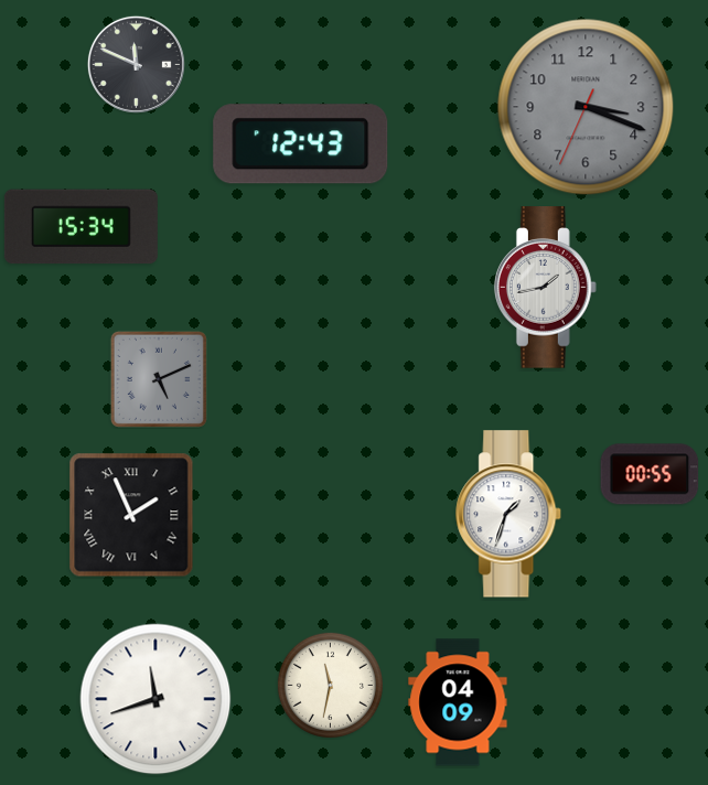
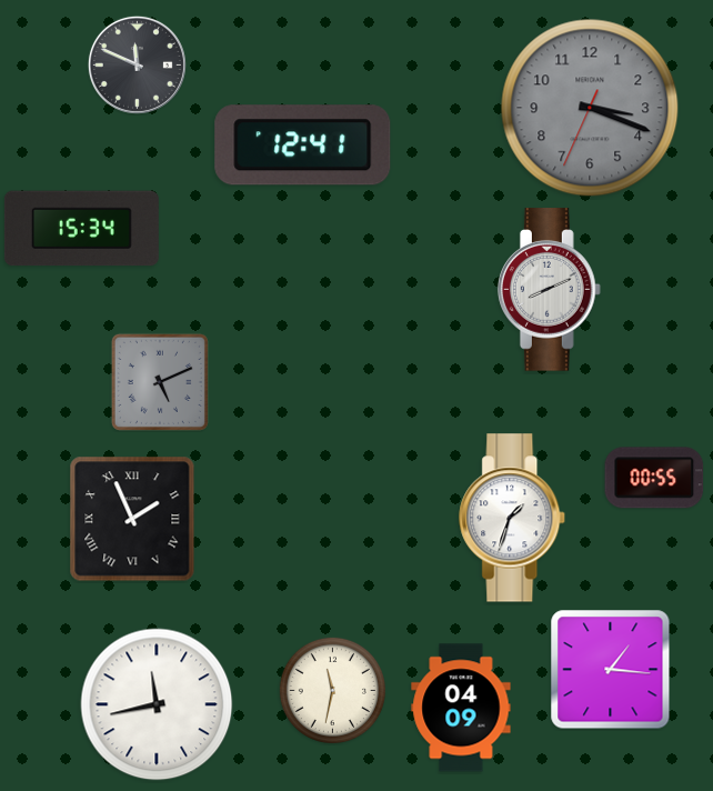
clock at (301, 144): 12:43 -> 12:41
clock at (545, 288): 1:43 -> 8:11
clock at (611, 670): none -> 1:16
clock at (155, 699): 11:42 -> 11:43
